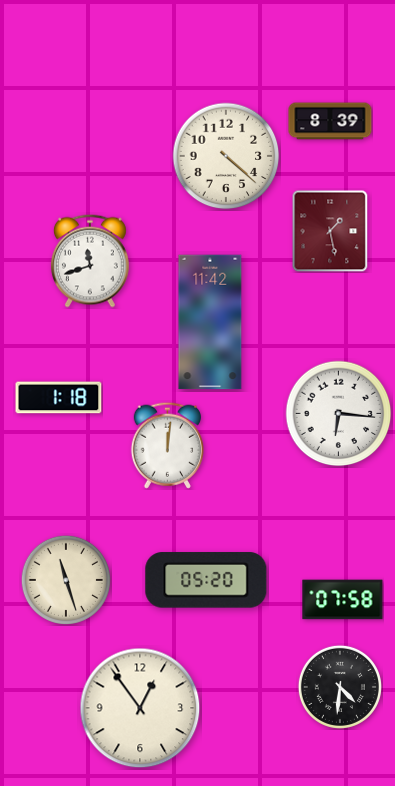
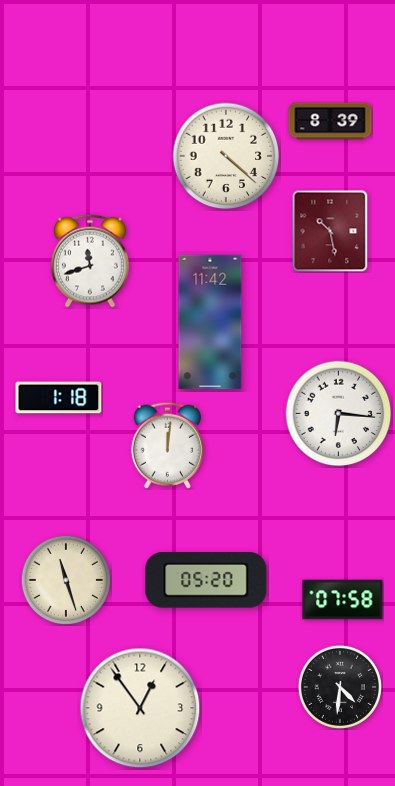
clock at (330, 231): 1:28 -> 10:28
